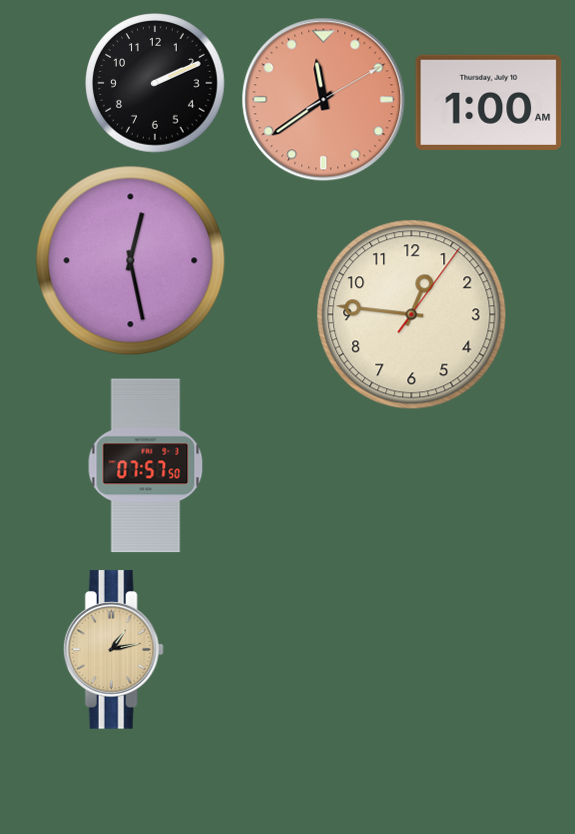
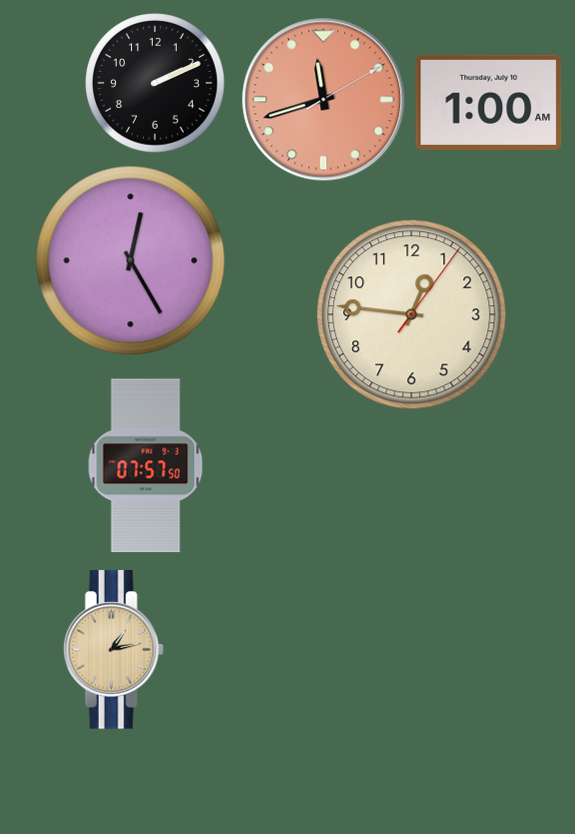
clock at (324, 100): 11:39 -> 11:42
clock at (131, 261): 12:28 -> 12:25
